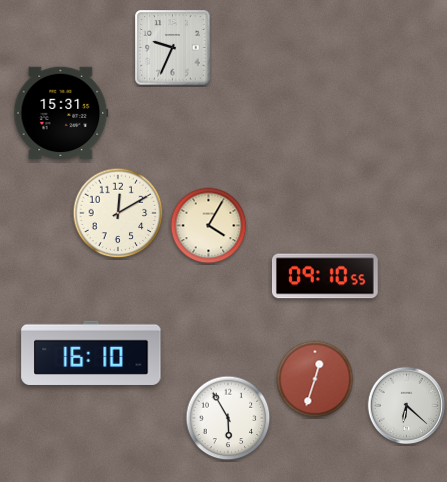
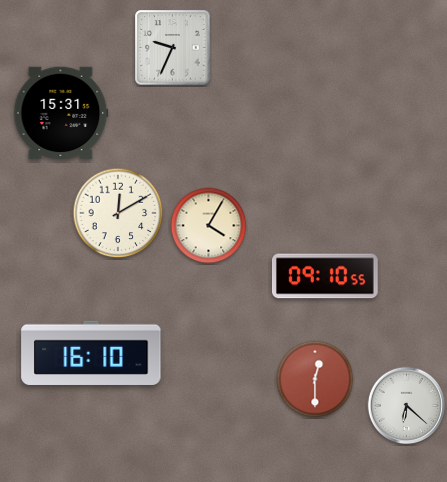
clock at (315, 379): 12:33 -> 12:30
clock at (228, 418): 5:55 -> none
